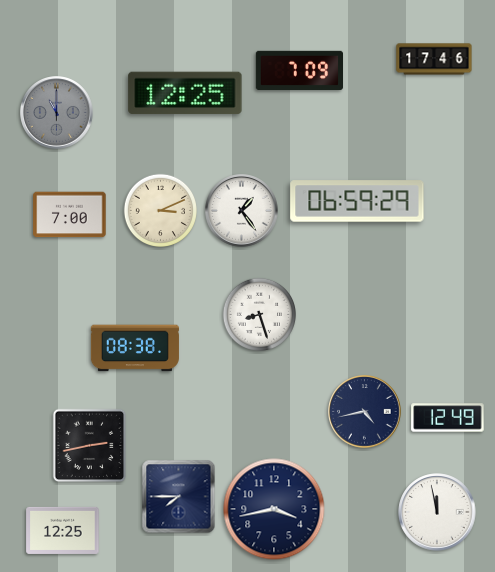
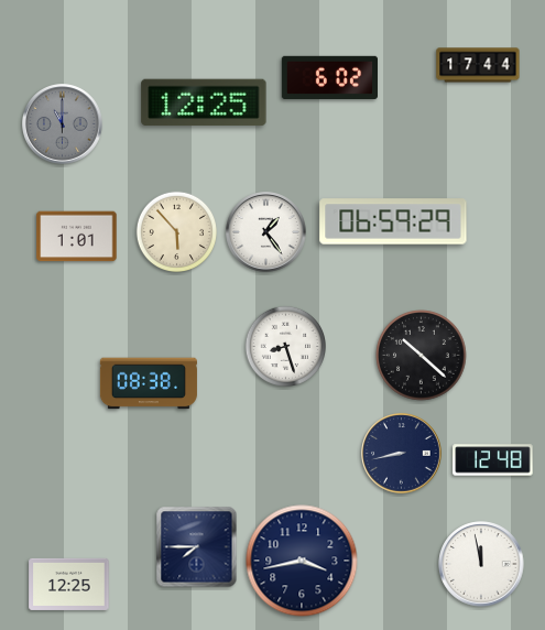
clock at (434, 59): 17:46 -> 17:44
clock at (299, 70): 7:09 -> 6:02
clock at (160, 210): 3:11 -> 5:53
clock at (70, 215): 7:00 -> 1:01
clock at (422, 356): none -> 10:22
clock at (365, 412): 4:43 -> 8:43
clock at (448, 418): 12:49 -> 12:48
clock at (90, 446): 2:43 -> none
